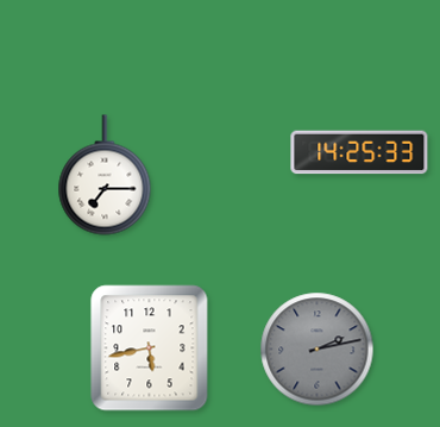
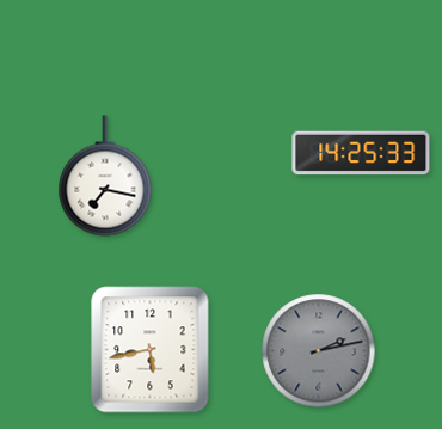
clock at (105, 175): 7:15 -> 7:17
